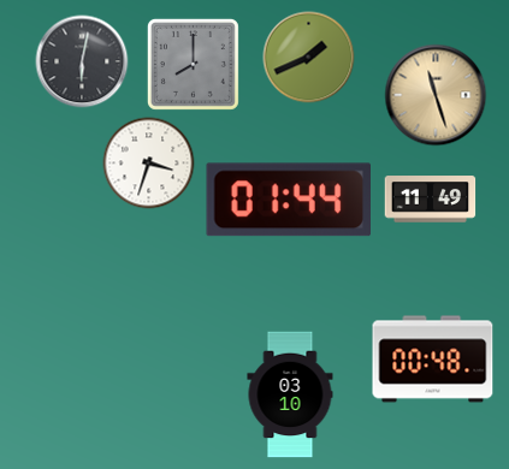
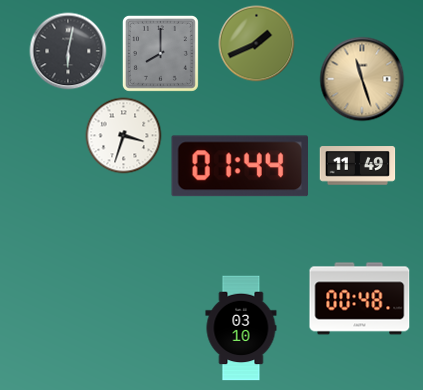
clock at (309, 58) position: (309, 58) -> (257, 44)
